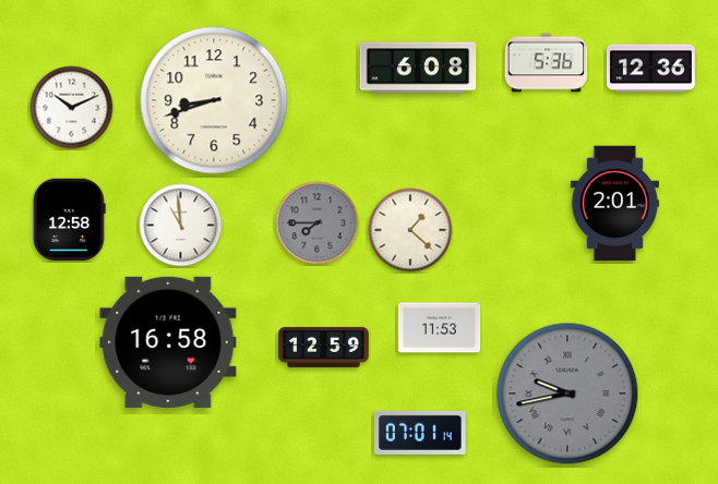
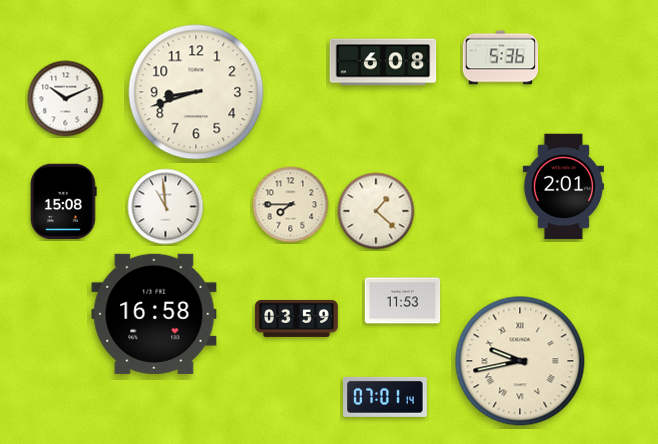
clock at (650, 69): 12:36 -> none
clock at (70, 220): 12:58 -> 15:08
clock at (318, 223) dial: grey -> cream
clock at (324, 347): 12:59 -> 03:59
clock at (567, 394) dial: grey -> cream
